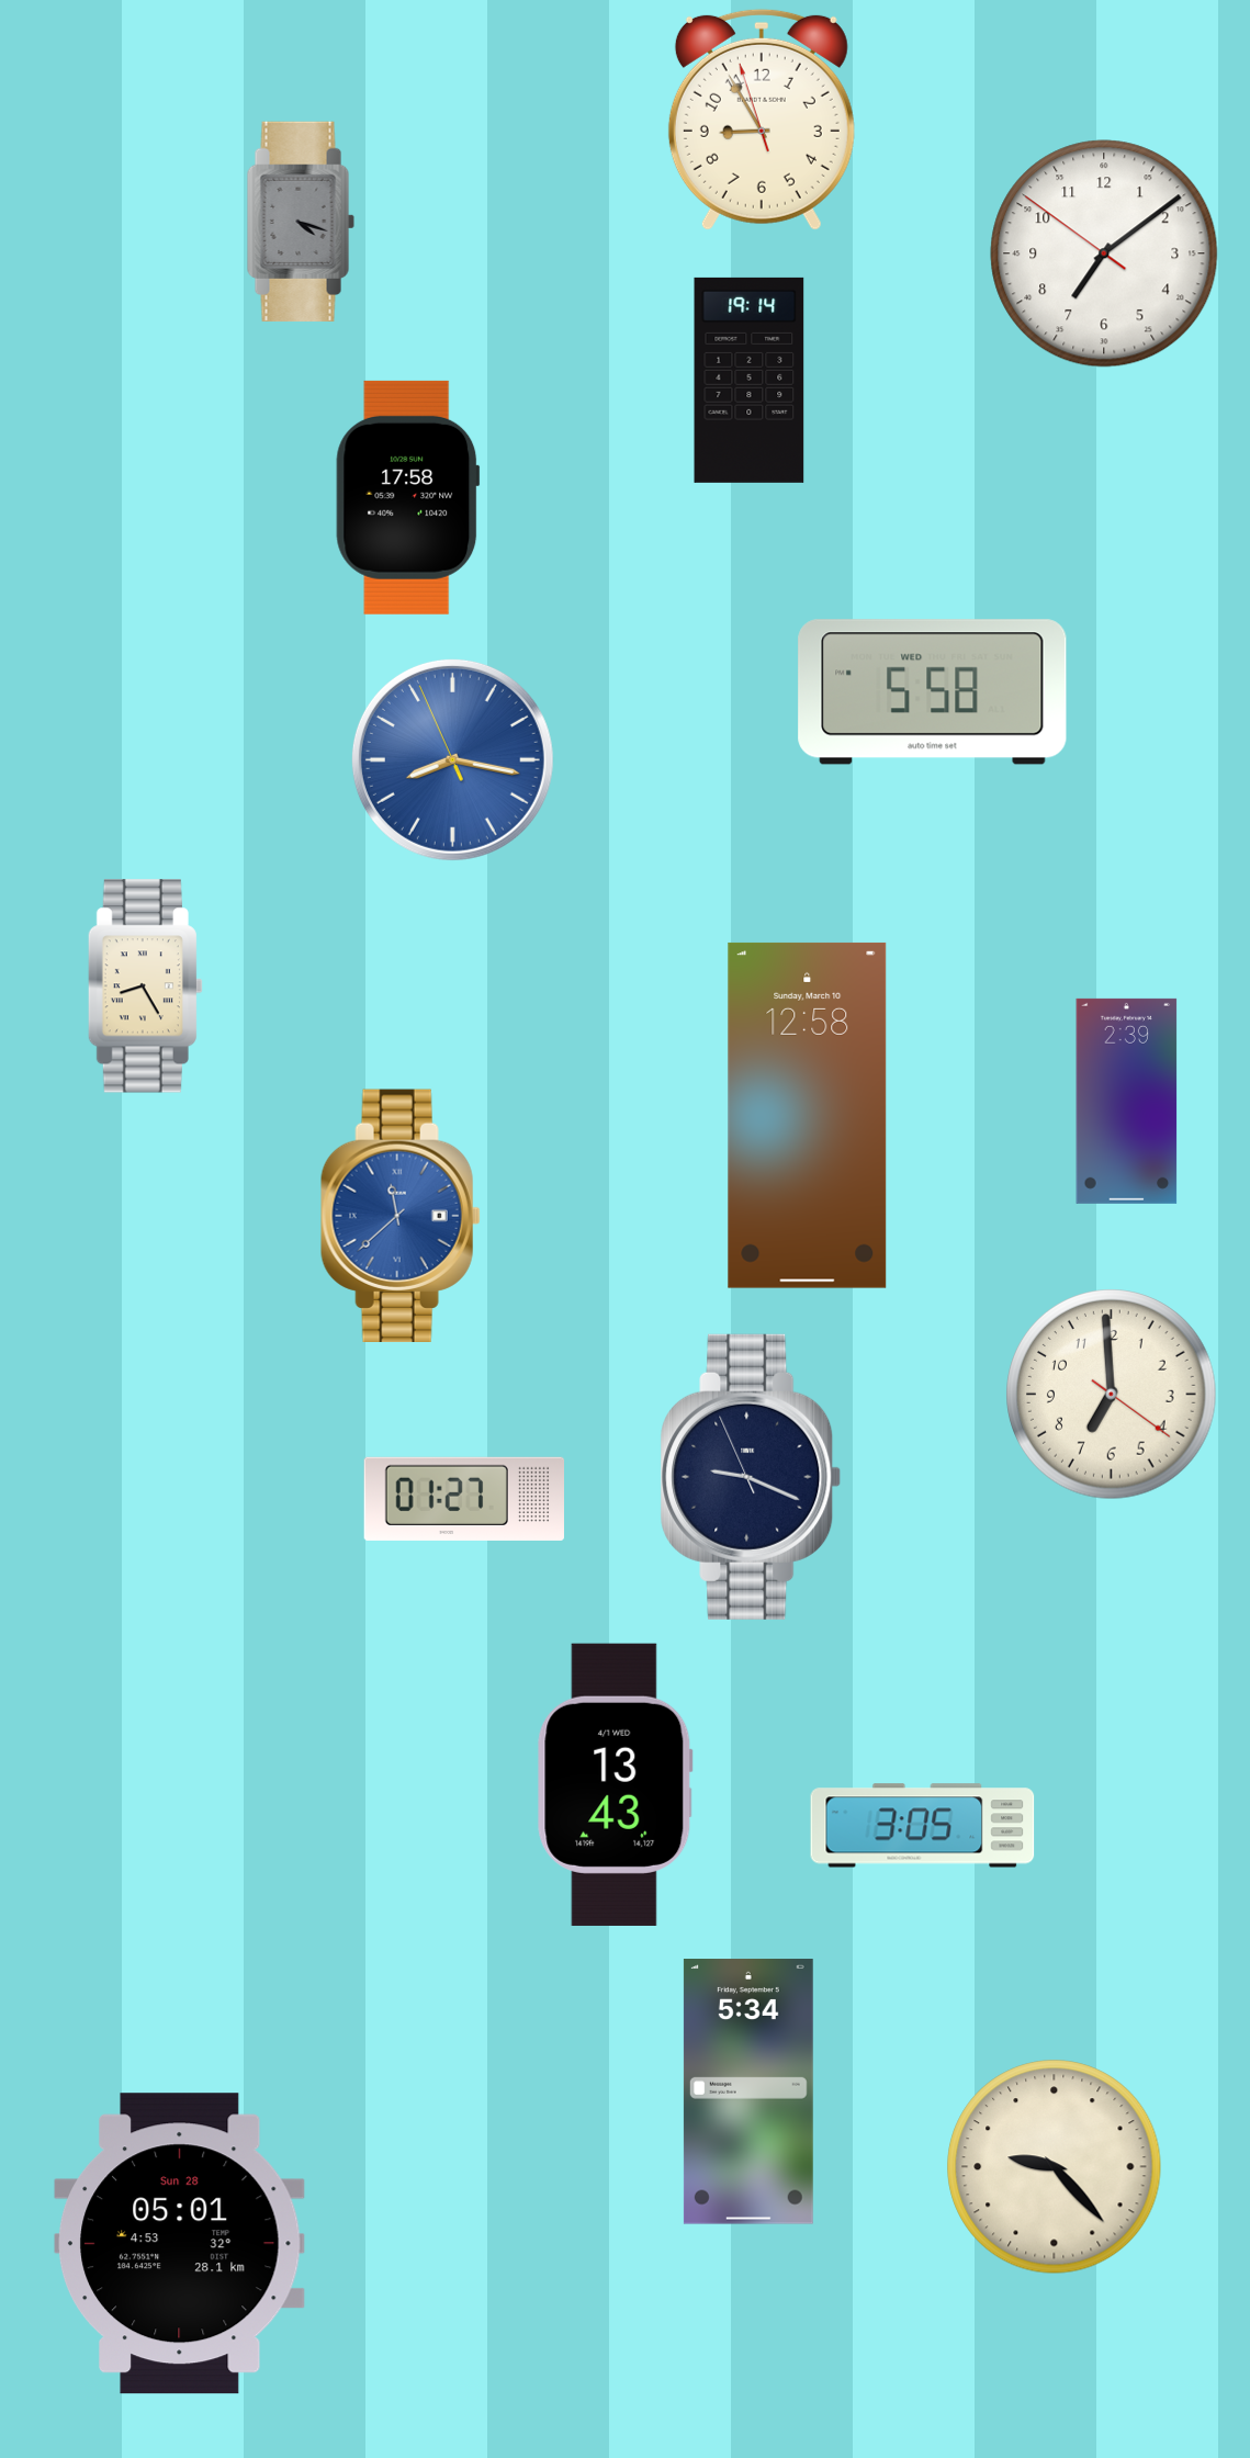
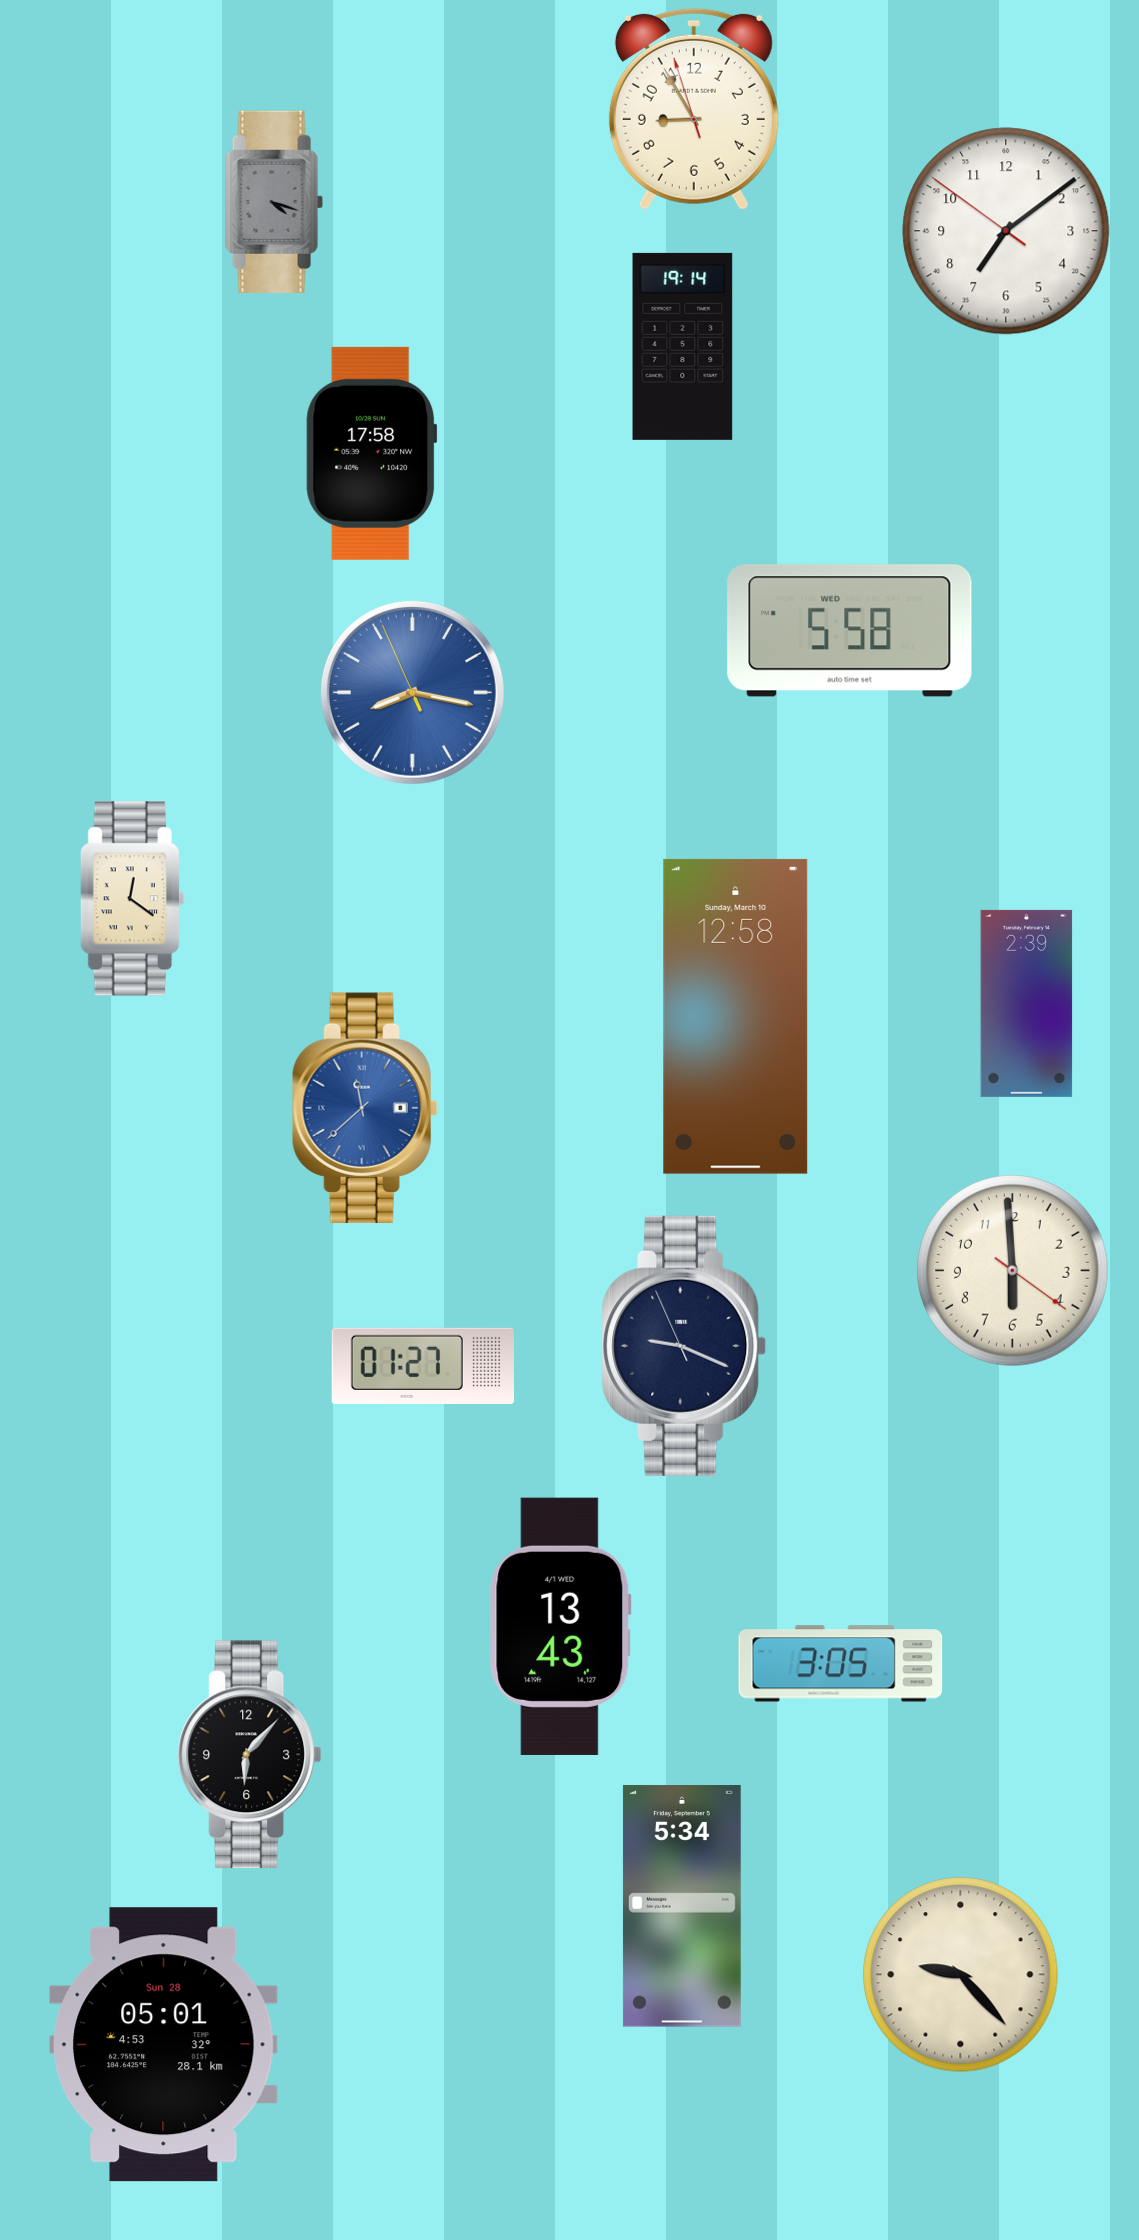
clock at (145, 986): 8:25 -> 12:21
clock at (1112, 1395): 6:59 -> 5:59
clock at (250, 1755): none -> 6:07
